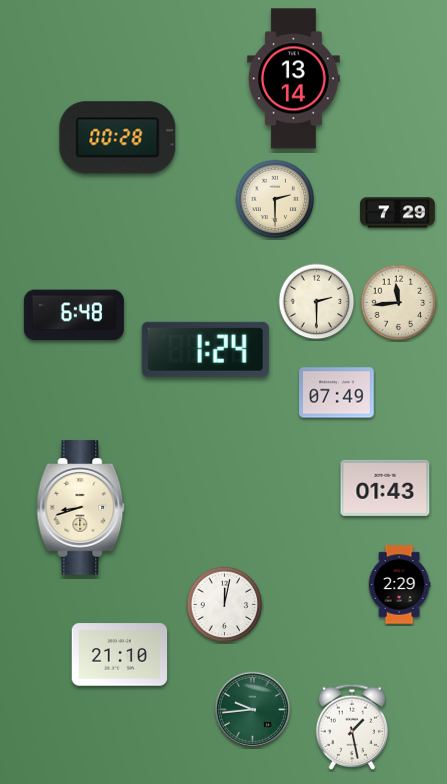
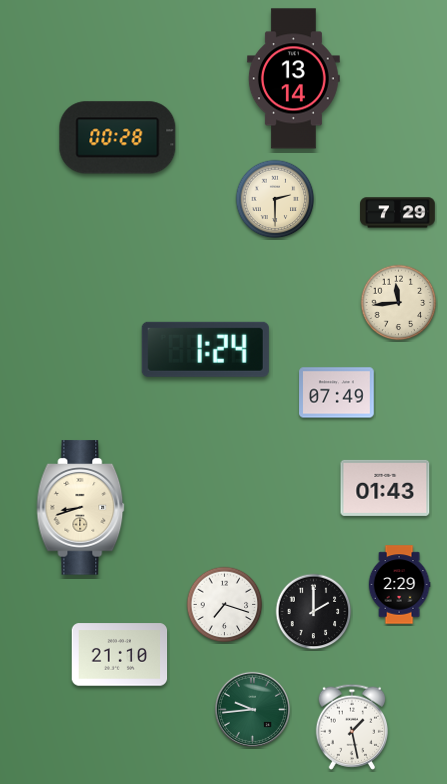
clock at (317, 302): 2:30 -> none
clock at (74, 315): 6:48 -> none
clock at (225, 605): 12:02 -> 7:18
clock at (314, 612): none -> 2:00
